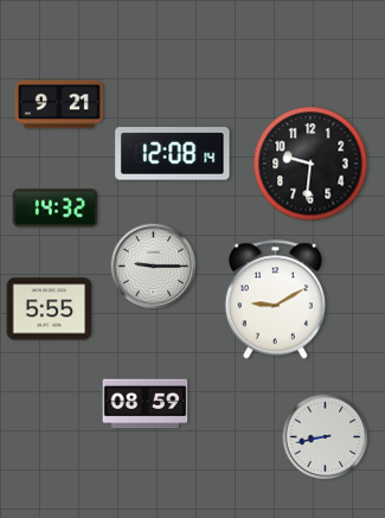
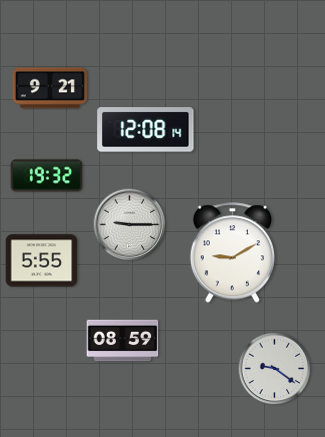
clock at (310, 164): 9:31 -> none
clock at (56, 209): 14:32 -> 19:32
clock at (326, 437): 8:43 -> 9:21
